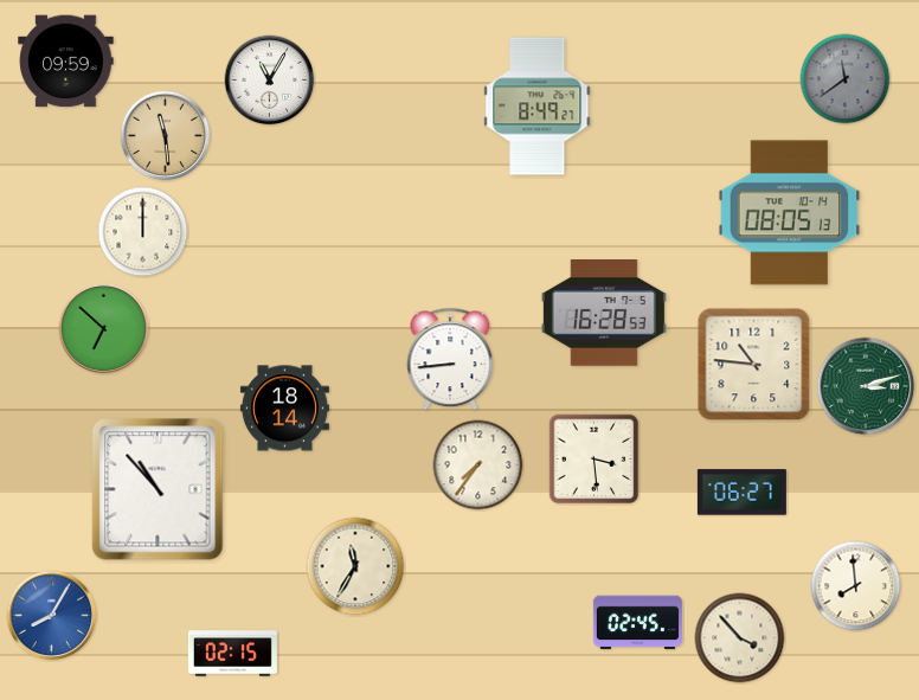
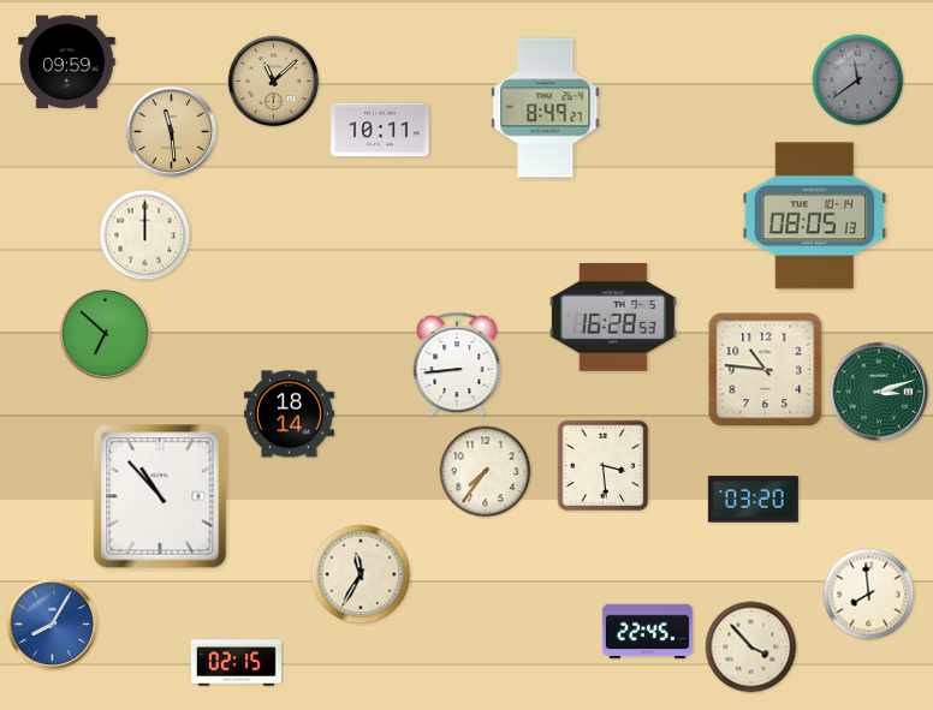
clock at (270, 81): 11:05 -> 11:08
clock at (270, 81) dial: white -> champagne
clock at (380, 130): none -> 10:11
clock at (166, 136) position: (166, 136) -> (172, 132)
clock at (790, 213) position: (790, 213) -> (815, 216)
clock at (741, 493): 06:27 -> 03:20
clock at (637, 623): 02:45 -> 22:45
